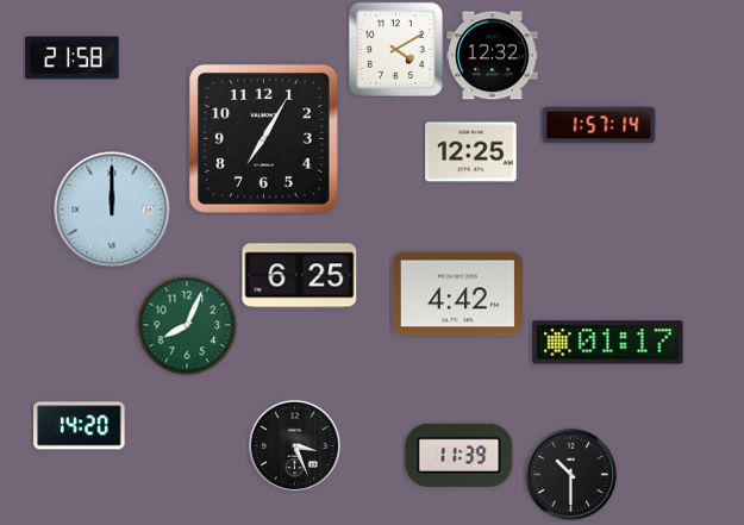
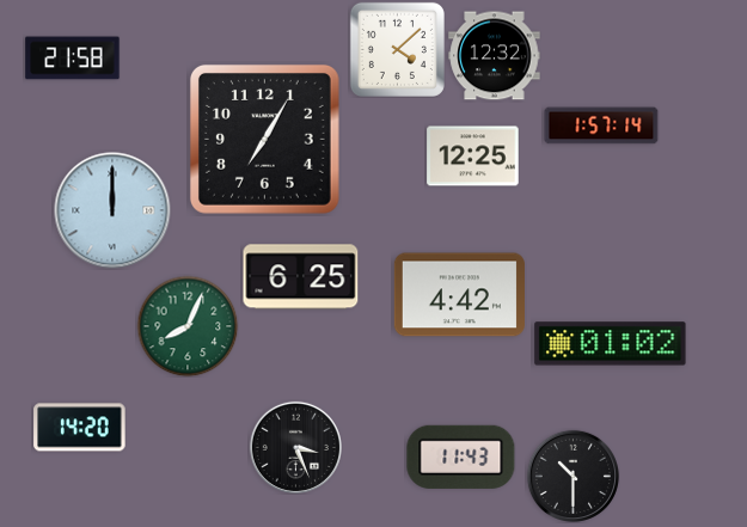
clock at (395, 49): 4:10 -> 4:08
clock at (471, 152) position: (471, 152) -> (473, 157)
clock at (608, 343): 01:17 -> 01:02
clock at (459, 455): 11:39 -> 11:43
